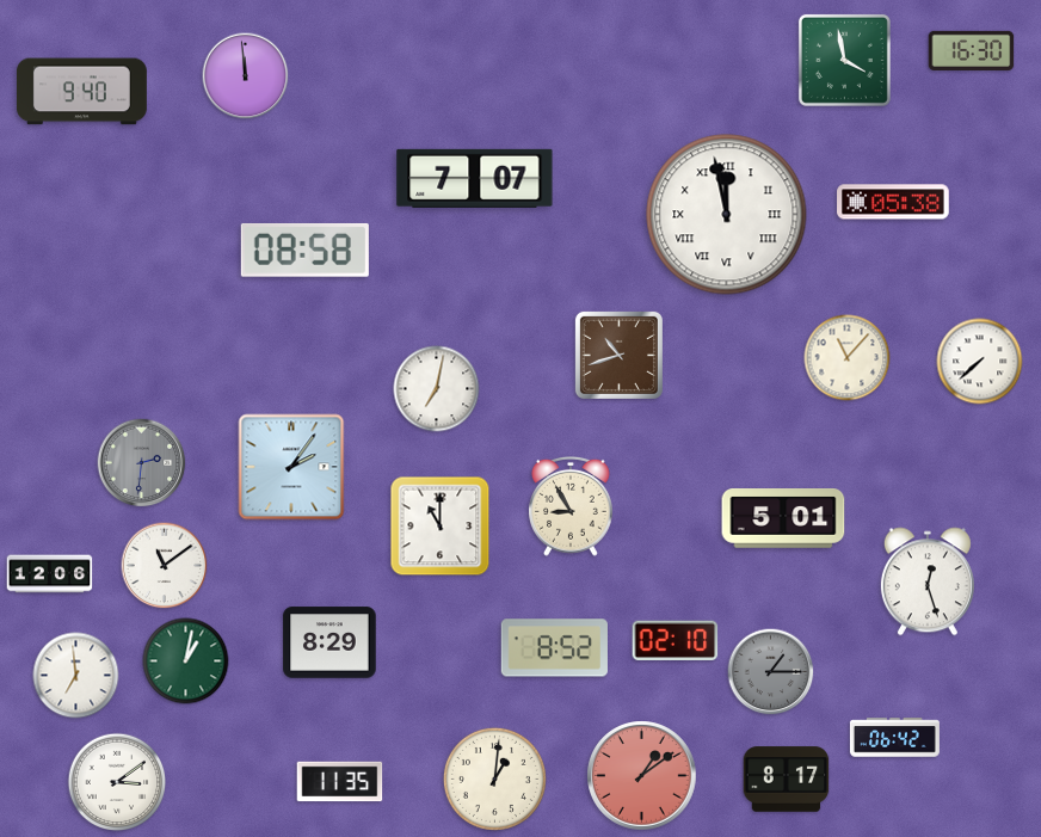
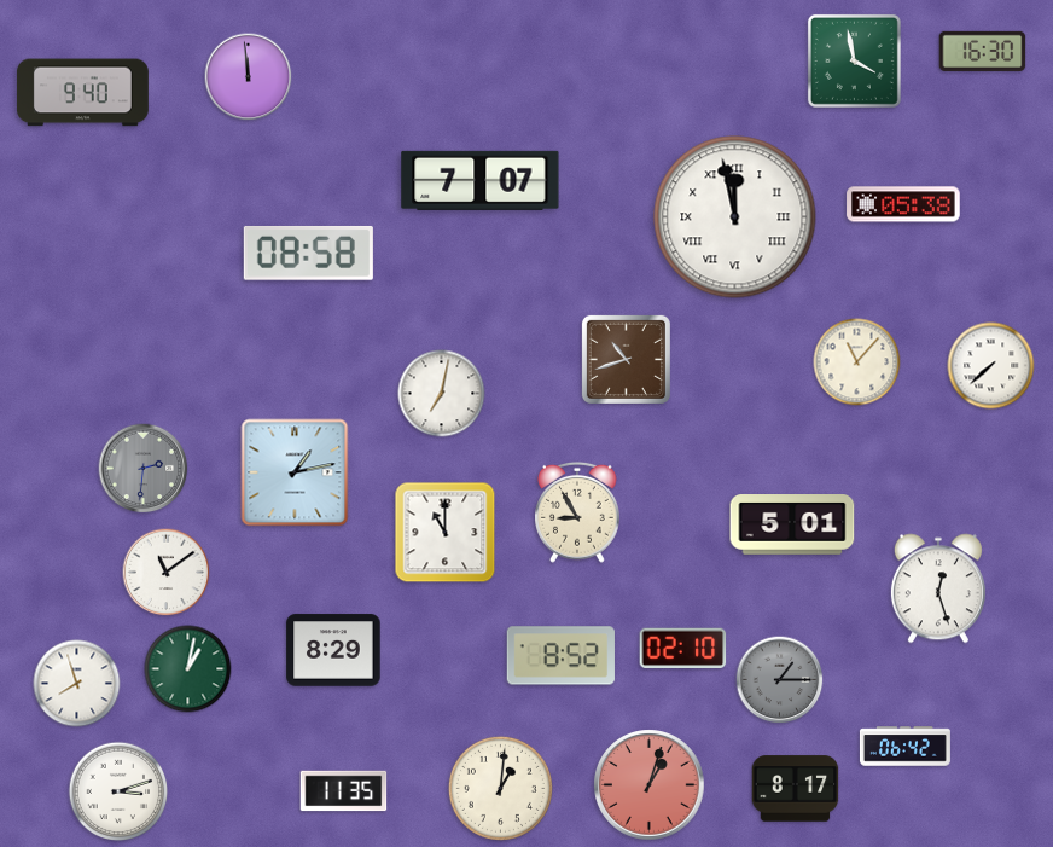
clock at (291, 467): 2:06 -> 1:13
clock at (50, 574): 12:06 -> none
clock at (76, 676): 6:59 -> 7:57
clock at (642, 776): 1:09 -> 1:03
clock at (117, 782): 3:09 -> 3:12
